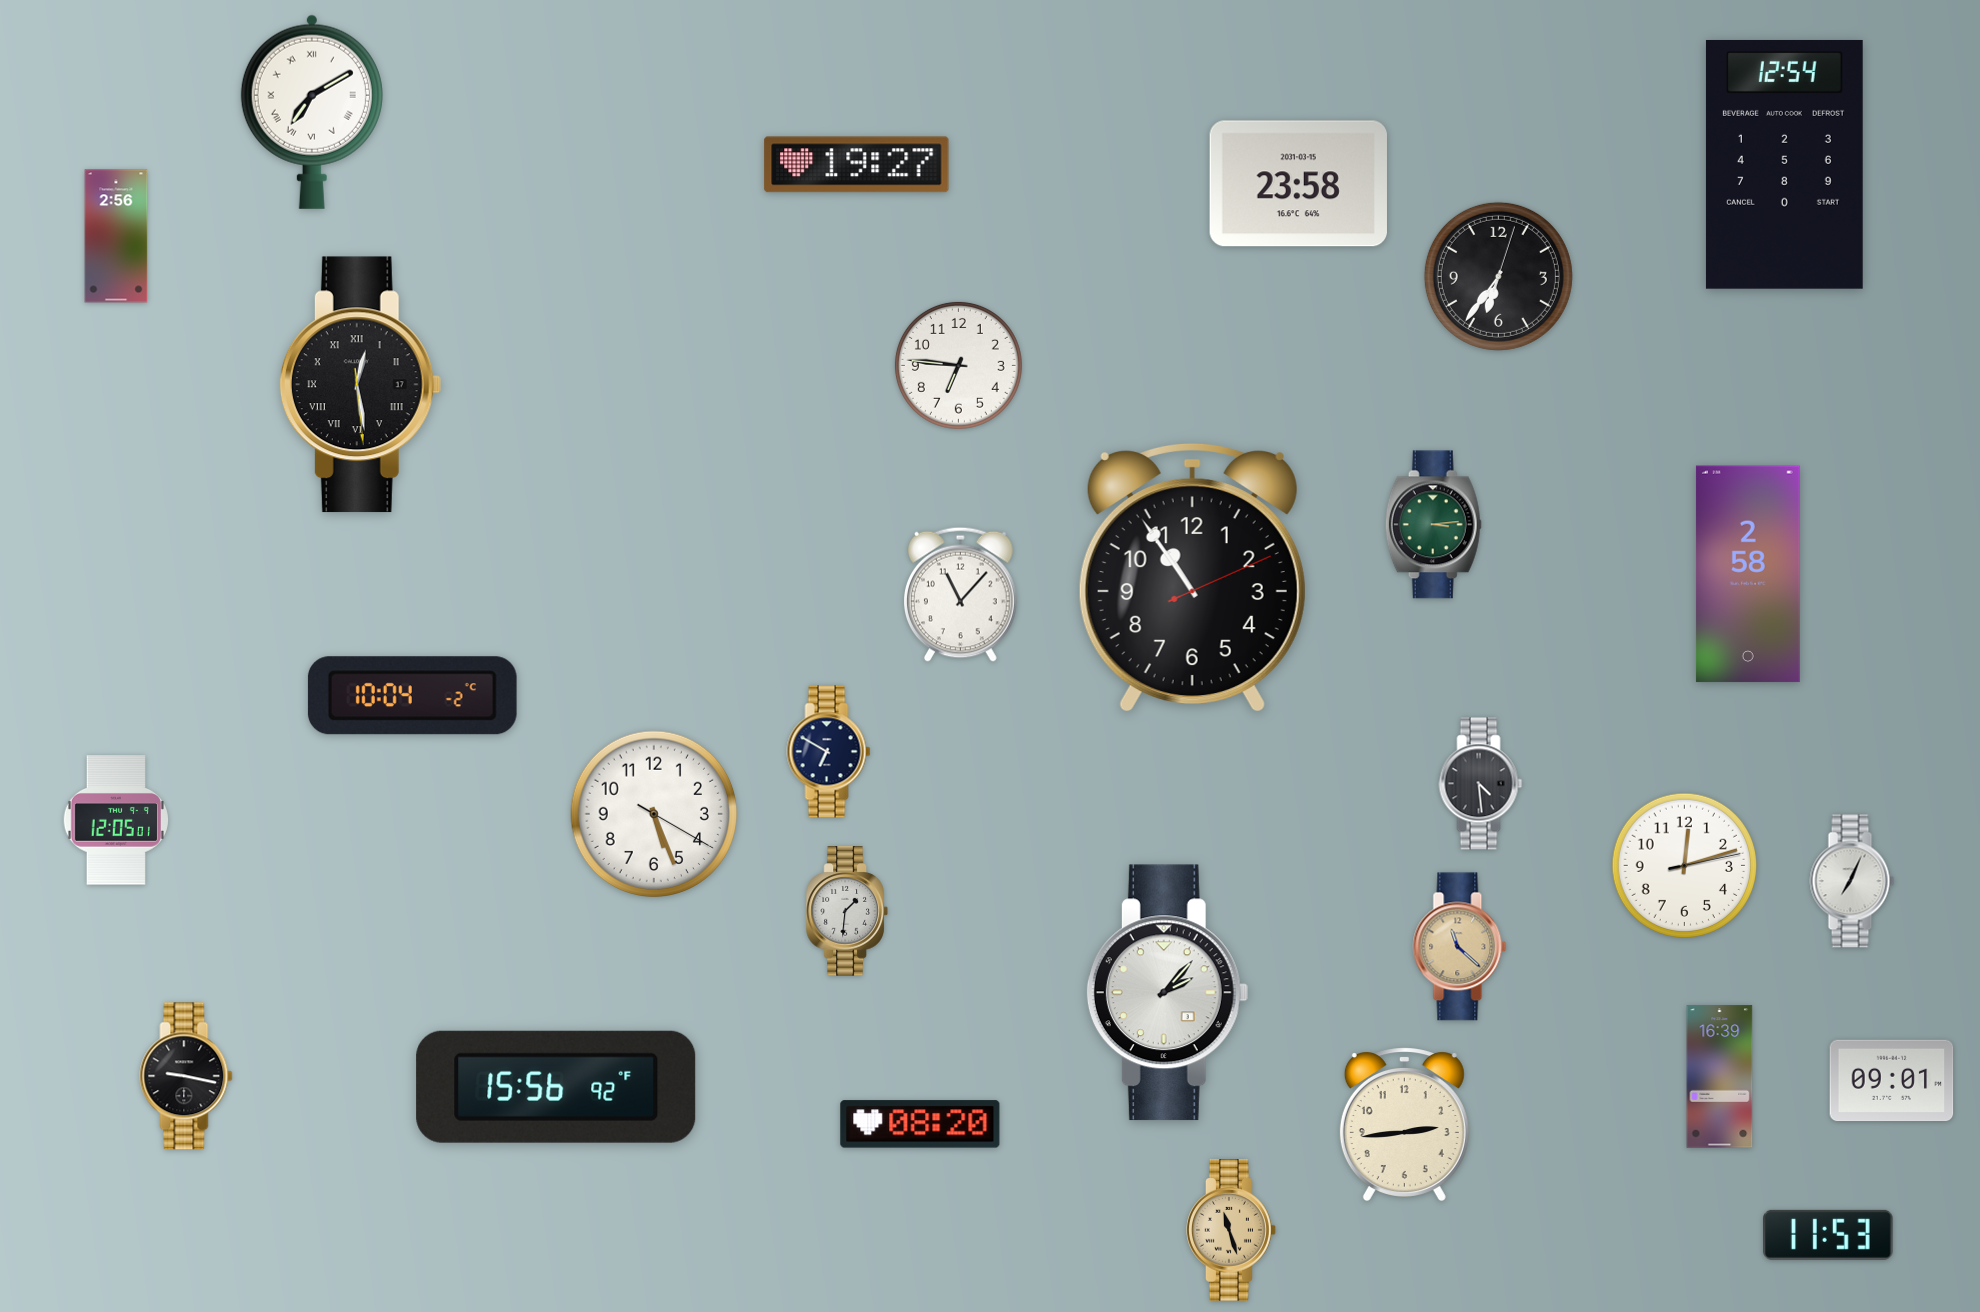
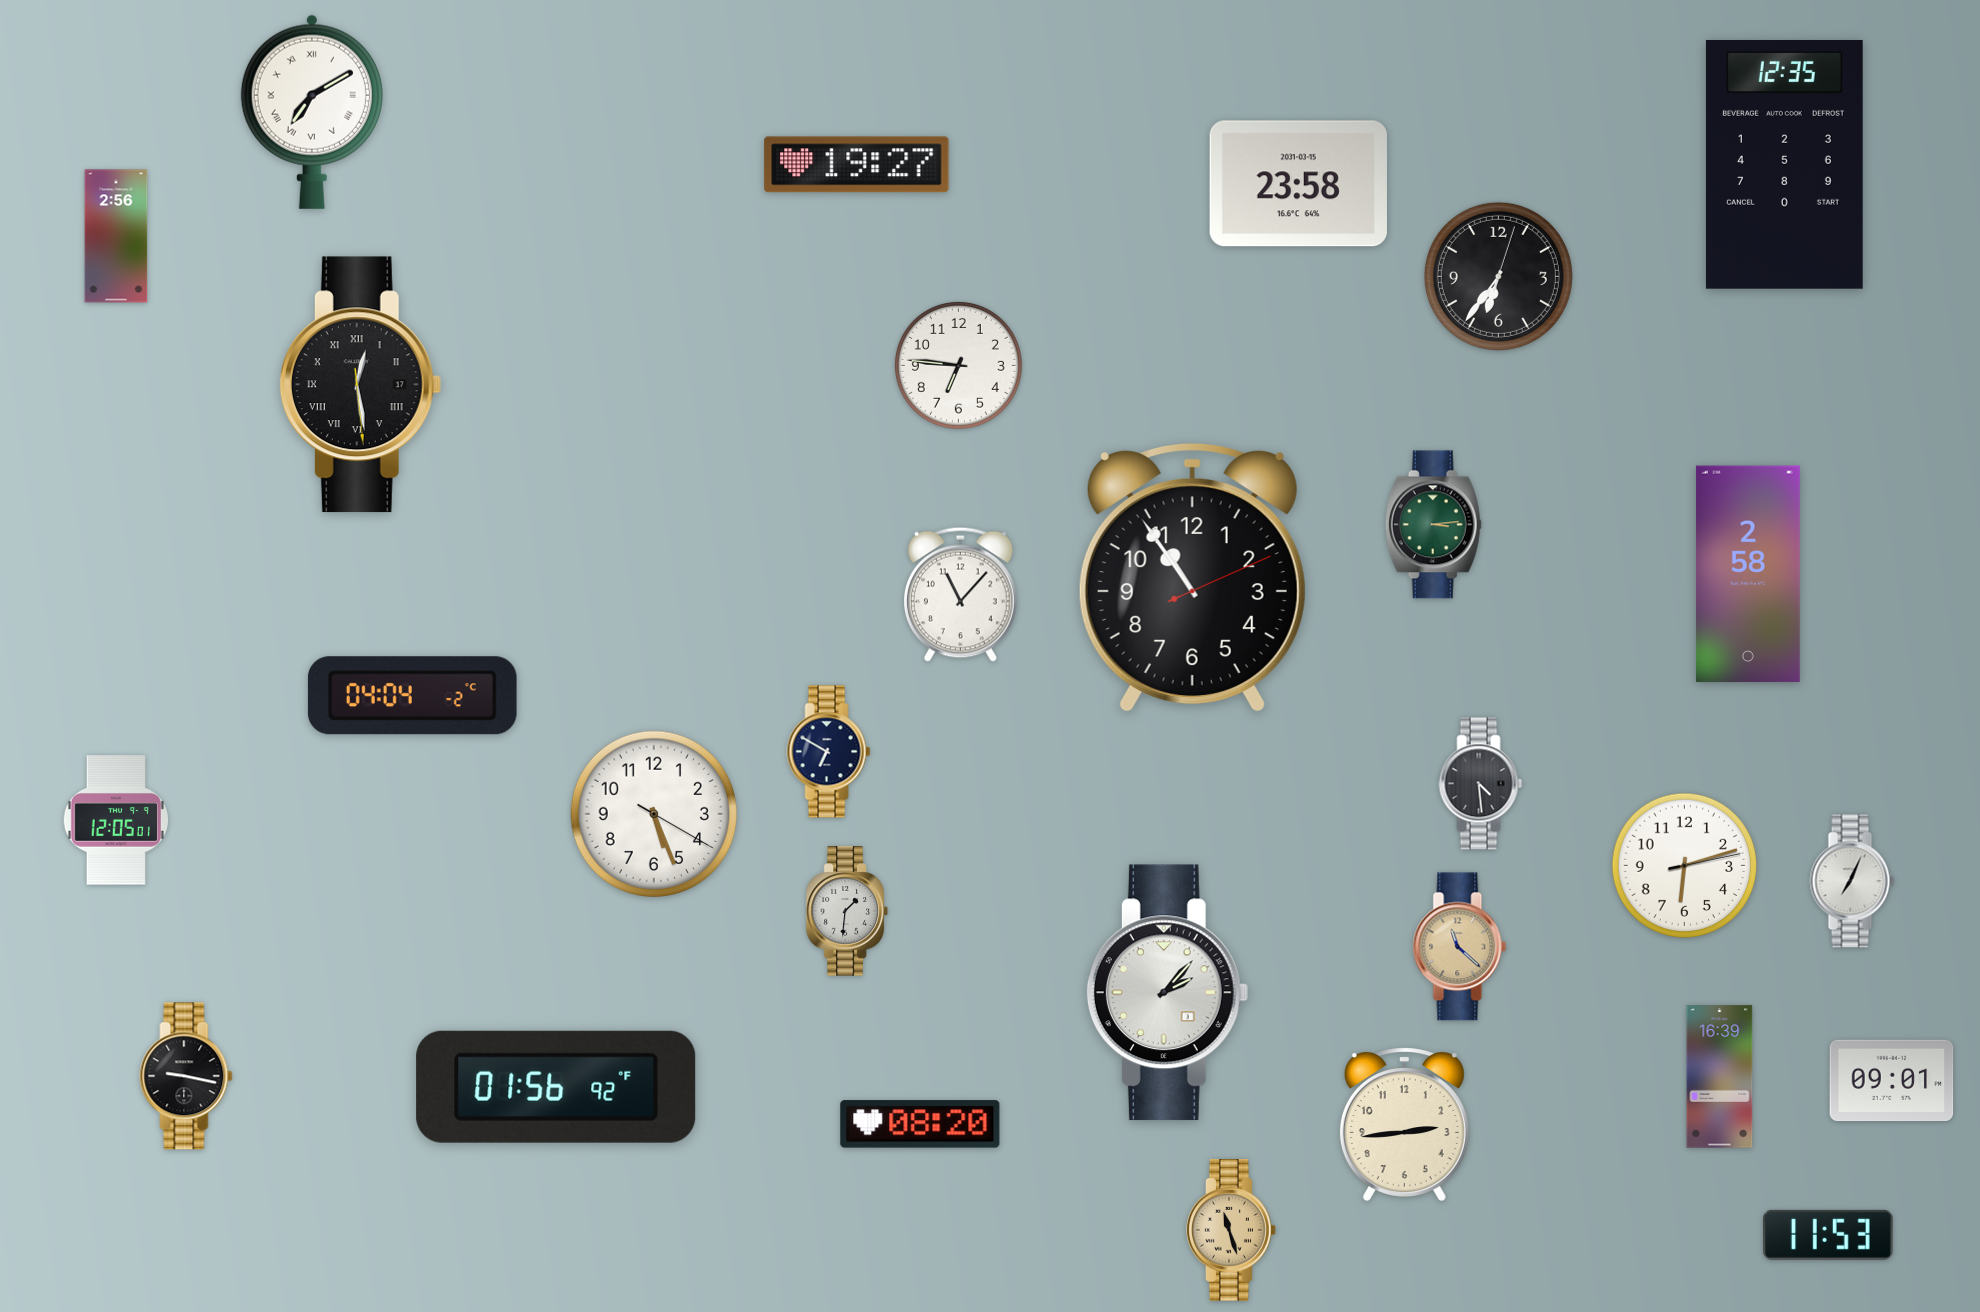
clock at (1784, 164): 12:54 -> 12:35
clock at (412, 696): 10:04 -> 04:04
clock at (1684, 865): 12:12 -> 6:12
clock at (556, 1087): 15:56 -> 01:56
